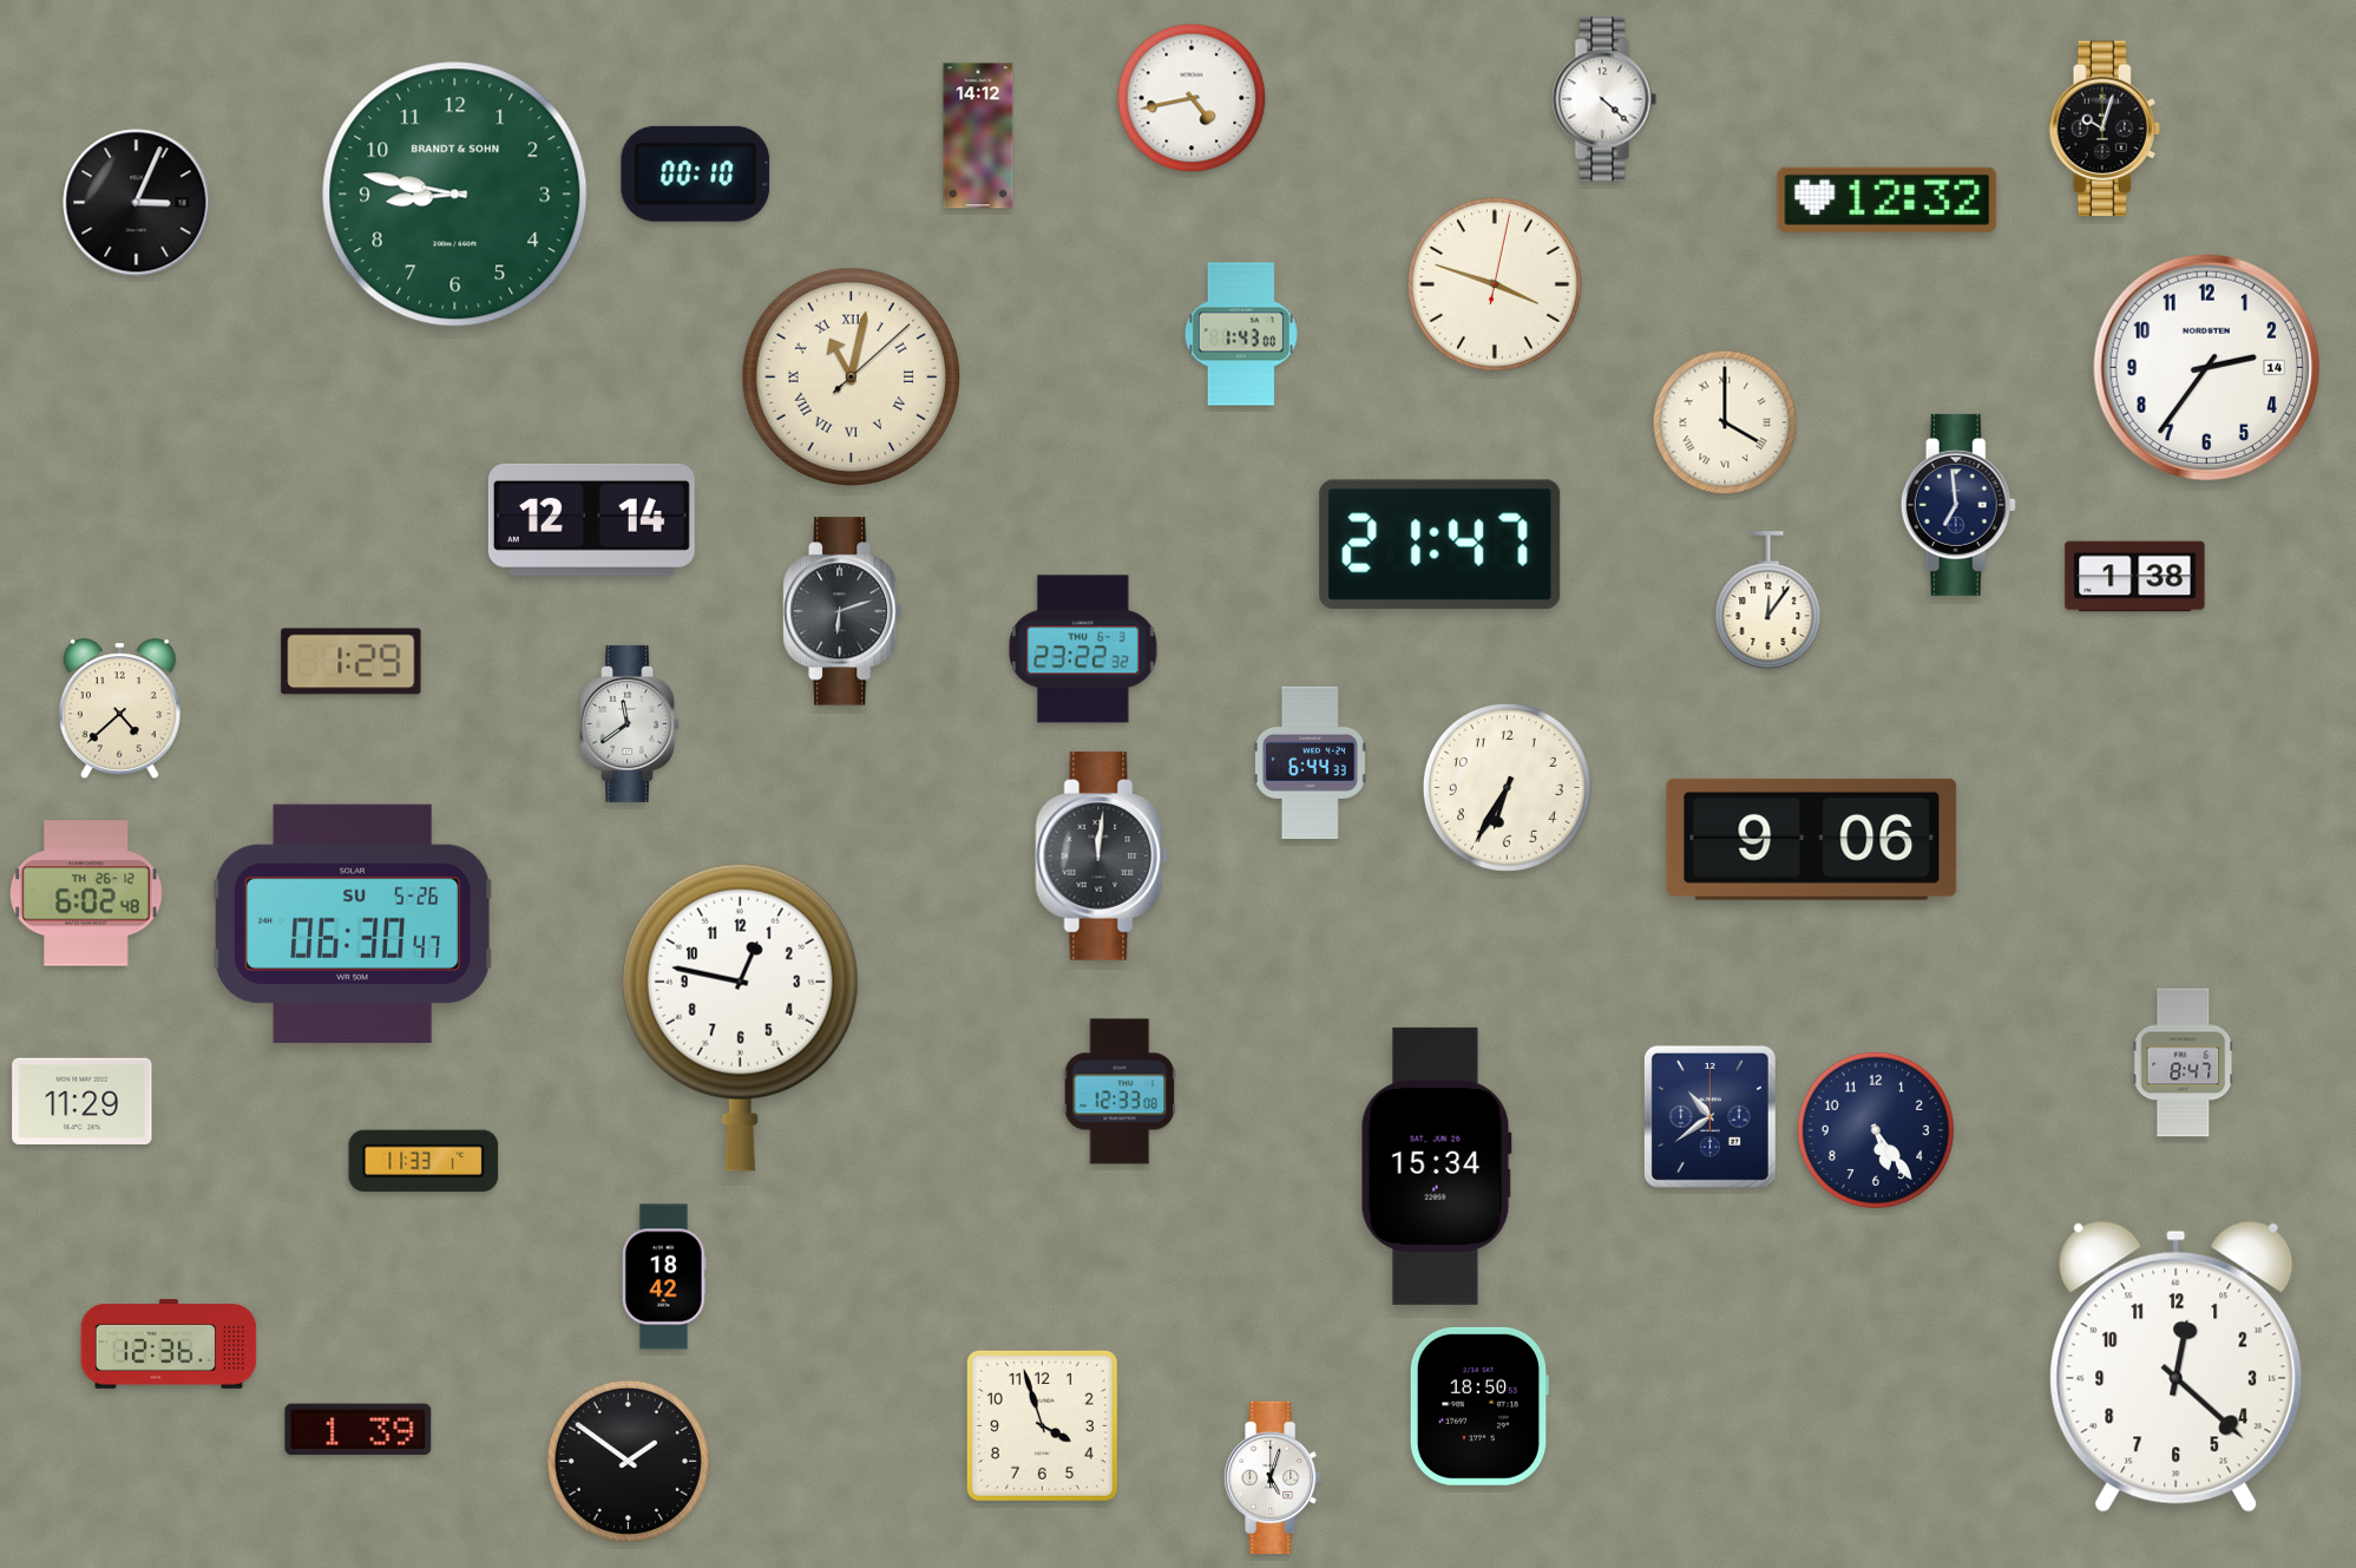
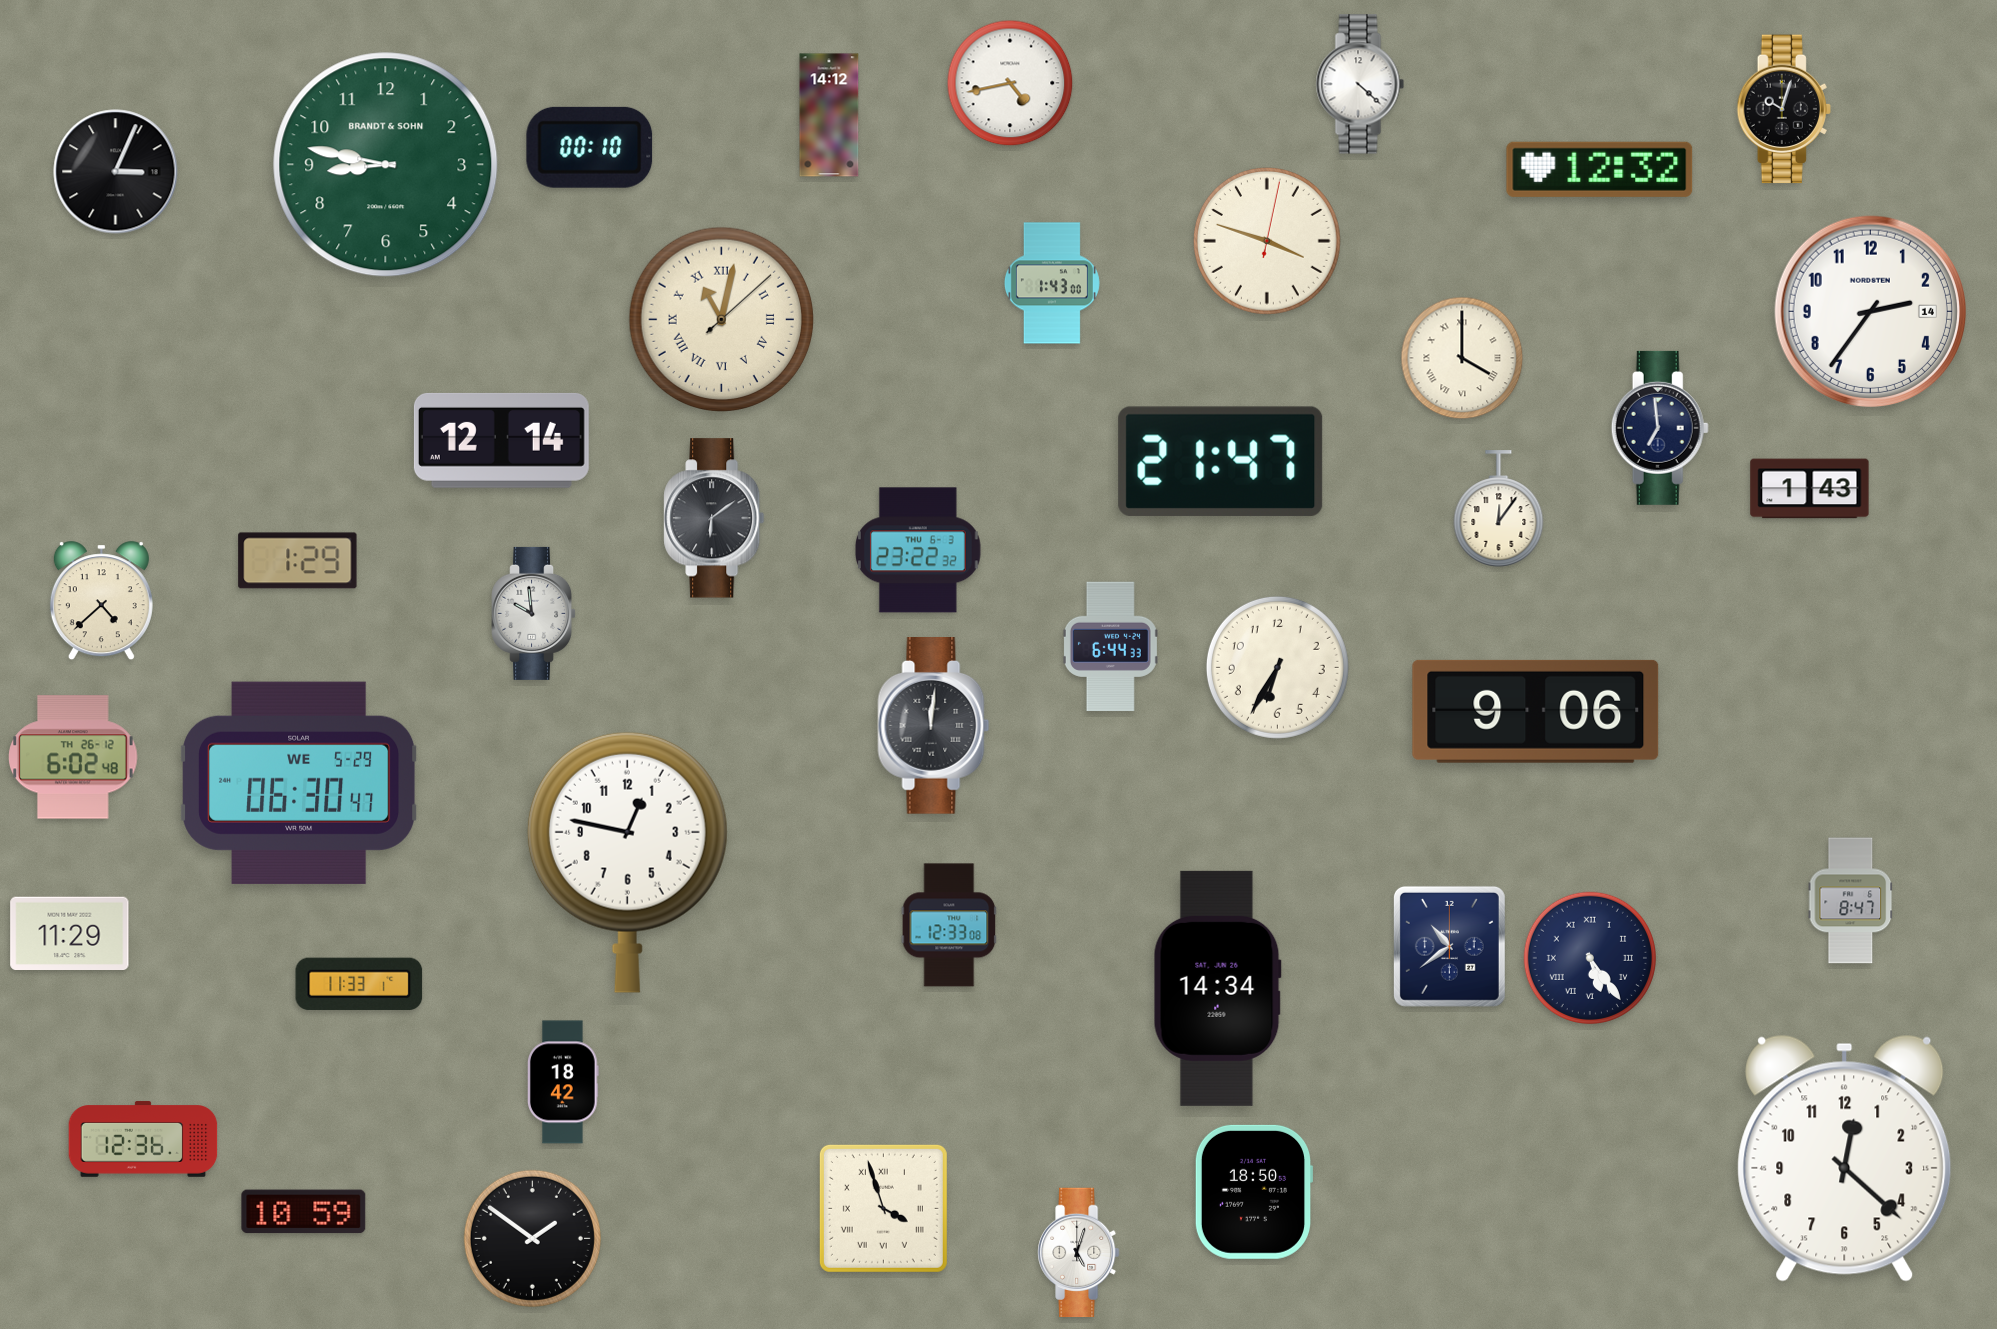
clock at (2135, 577): 1:38 -> 1:43
clock at (842, 611): 6:12 -> 6:09
clock at (630, 723): 11:39 -> 9:59
clock at (354, 924) date: SU 5-26 -> WE 5-29
clock at (1875, 1129) numerals: Arabic -> Roman
clock at (1436, 1166): 15:34 -> 14:34
clock at (1042, 1425) numerals: Arabic -> Roman
clock at (359, 1430): 1:39 -> 10:59
